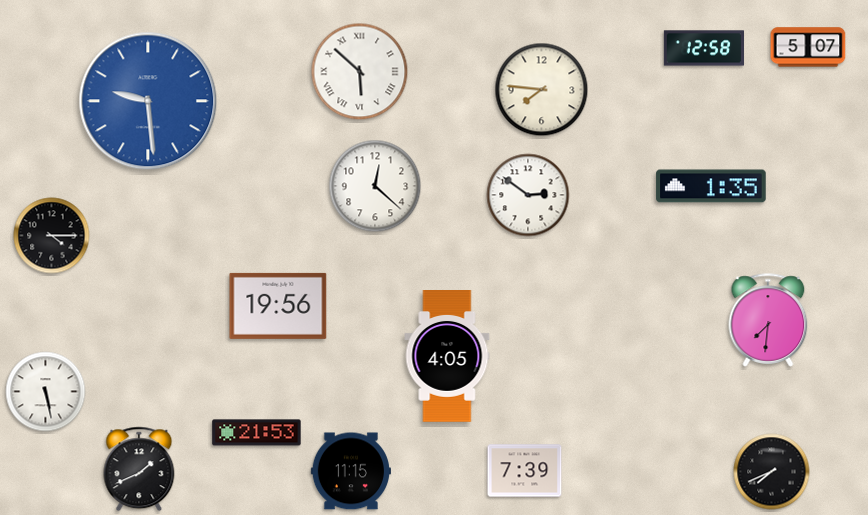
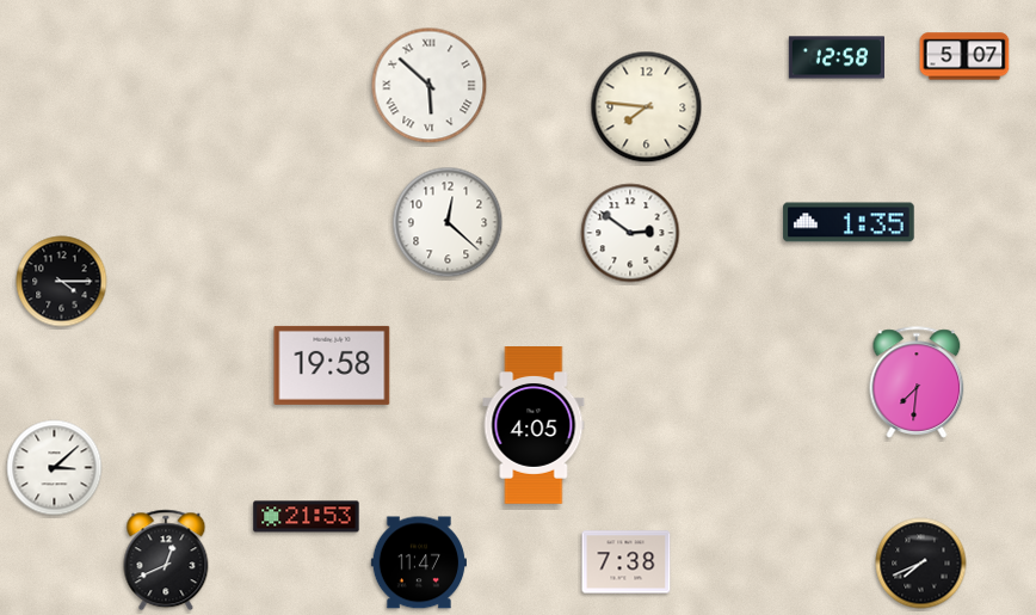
clock at (703, 48) position: (703, 48) -> (835, 57)
clock at (148, 101): 9:29 -> none
clock at (278, 306): 19:56 -> 19:58
clock at (46, 392): 5:28 -> 3:08
clock at (139, 469): 1:41 -> 12:41
clock at (351, 471): 11:15 -> 11:47
clock at (525, 471): 7:39 -> 7:38
